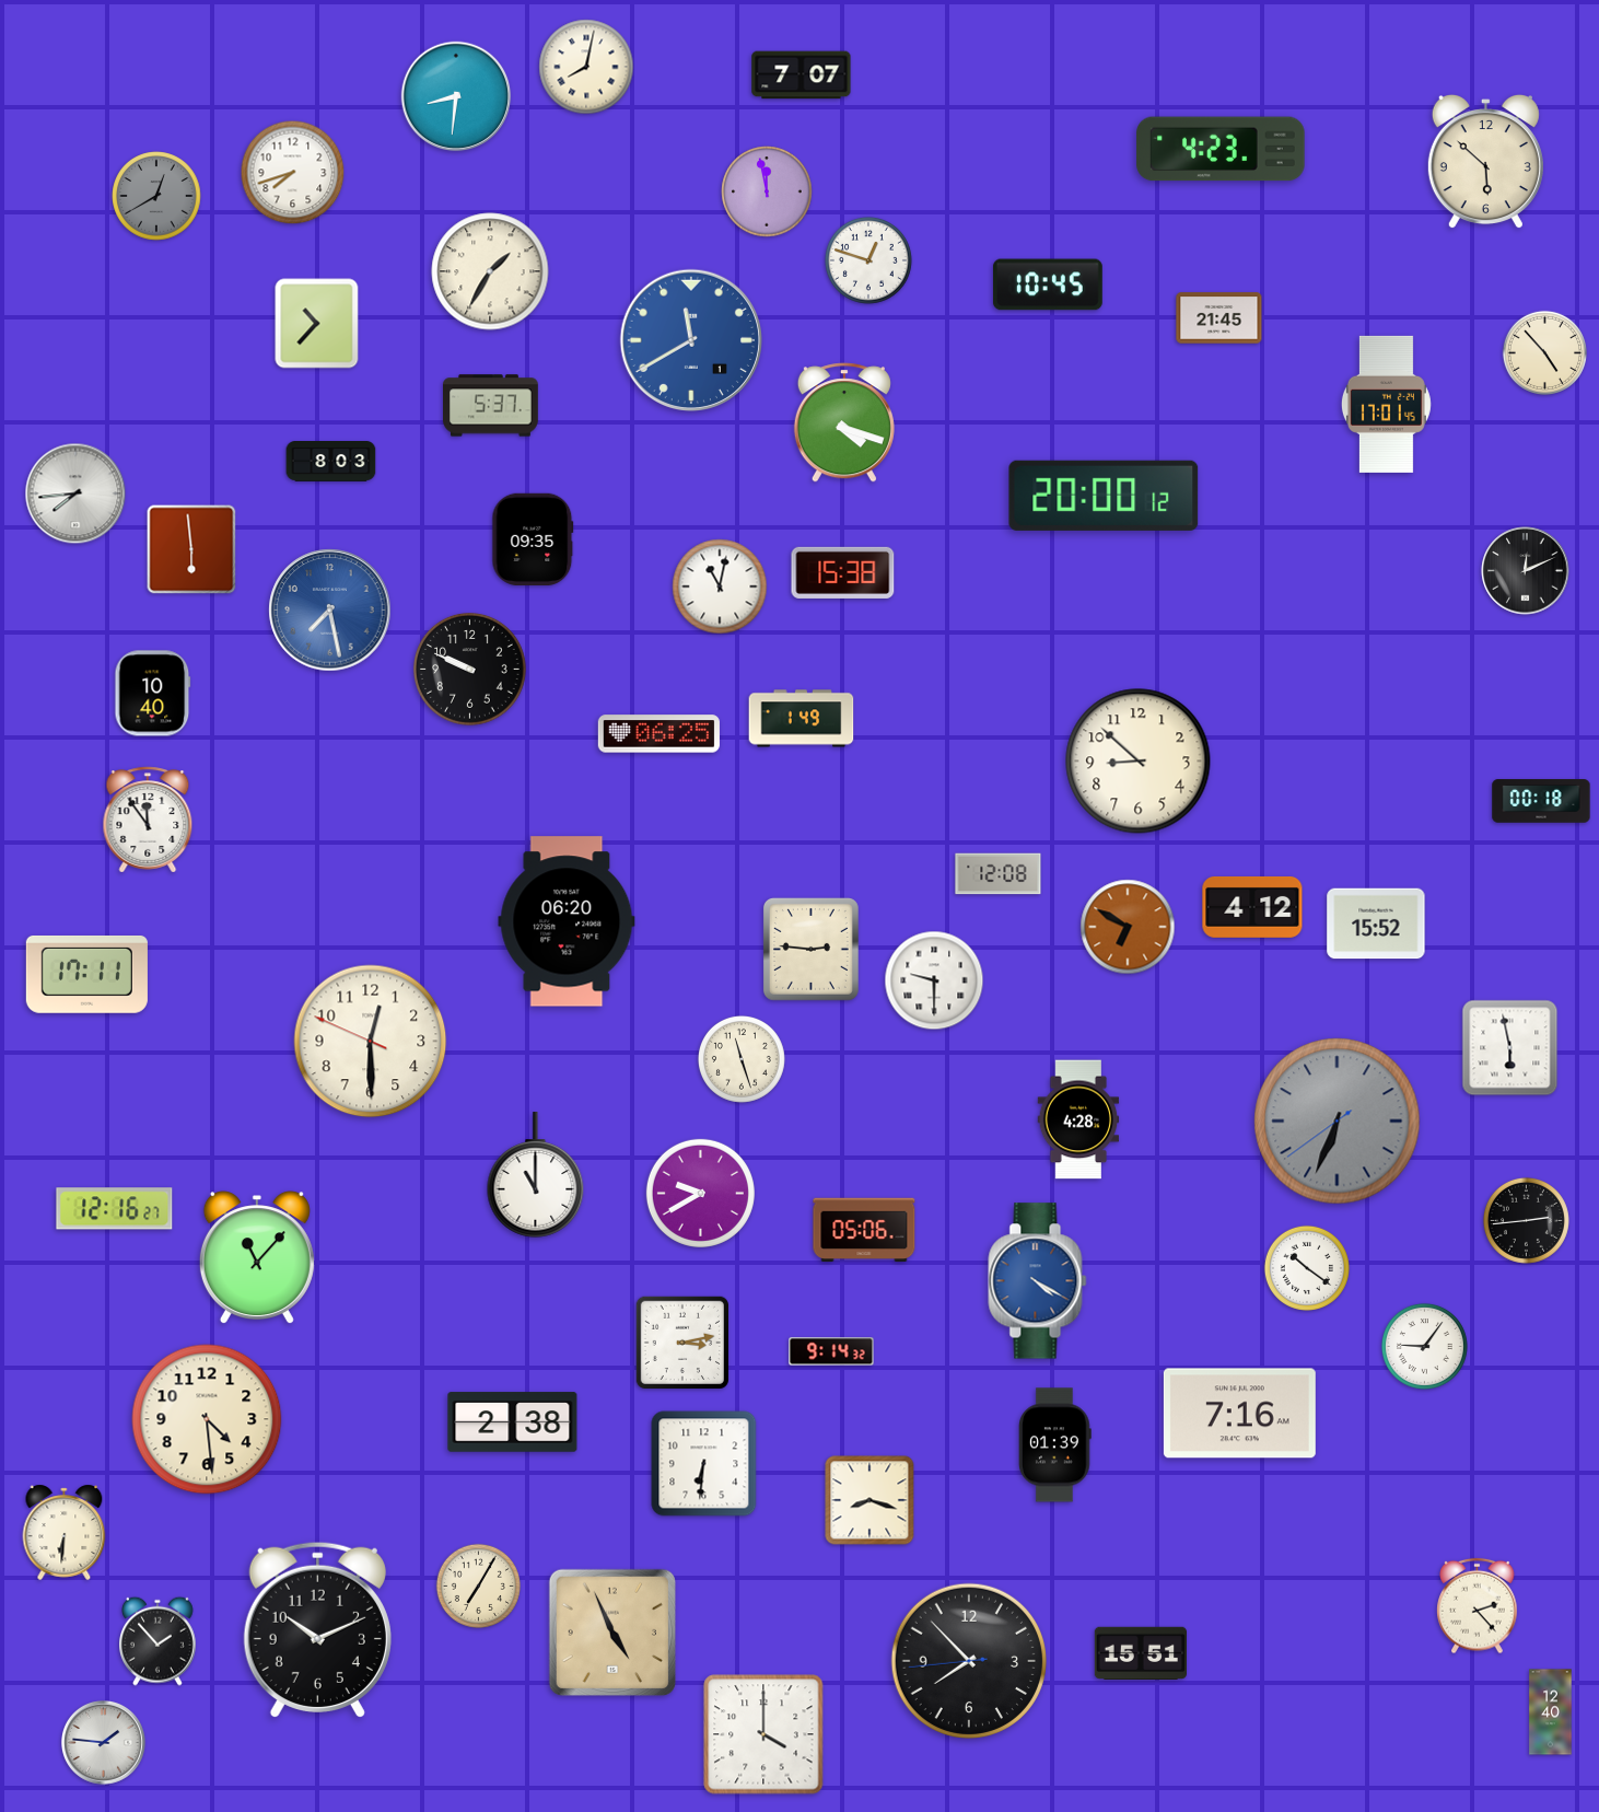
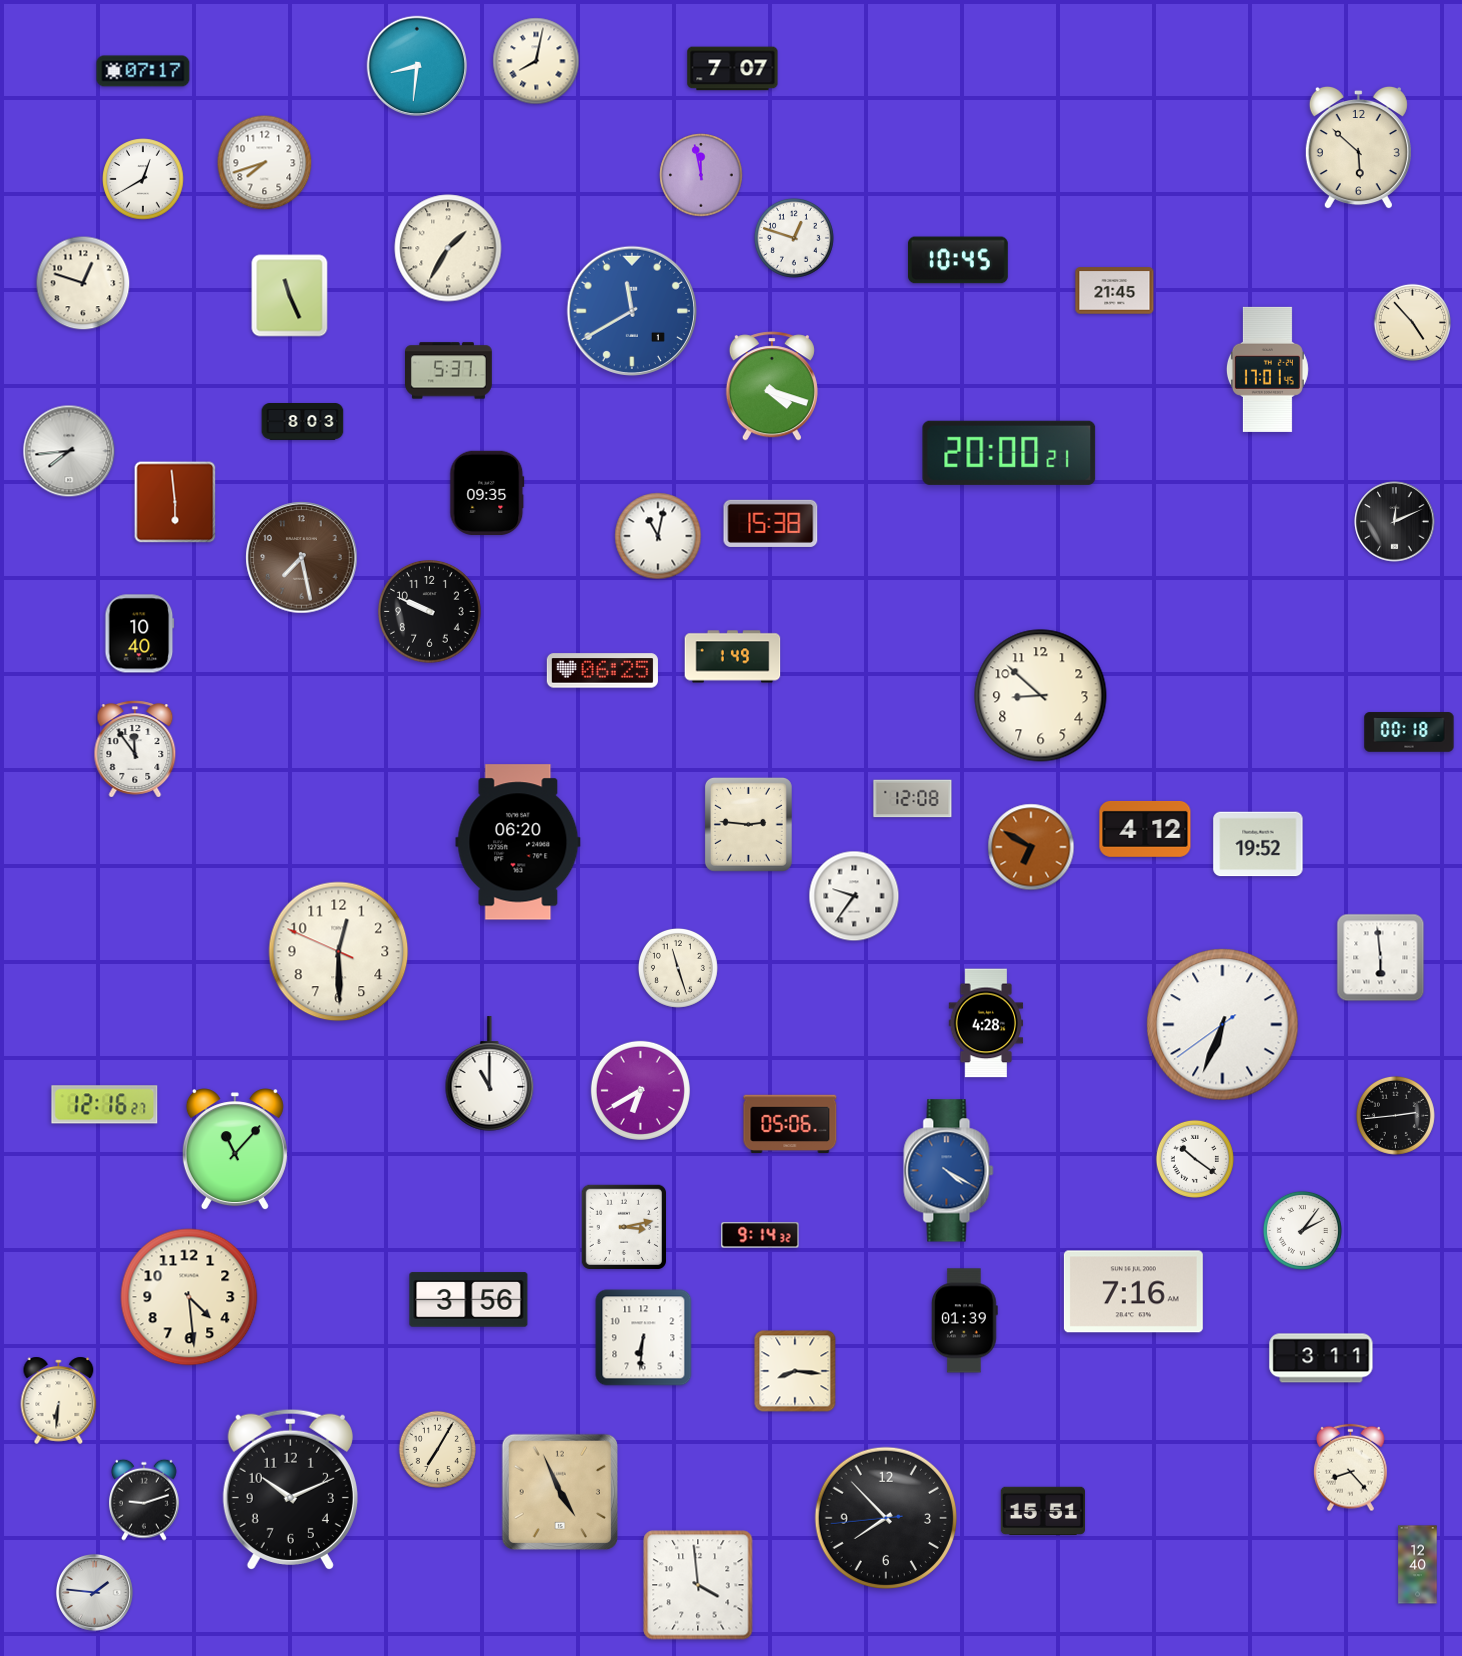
clock at (143, 71): none -> 07:17
clock at (456, 96) position: (456, 96) -> (417, 66)
clock at (1221, 149): 4:23 -> none
clock at (293, 173) position: (293, 173) -> (265, 163)
clock at (156, 196) dial: grey -> white
clock at (83, 283): none -> 12:48
clock at (317, 324): 10:37 -> 11:26
clock at (1104, 496): 20:00:12 -> 20:00:21
clock at (330, 611) dial: blue -> brown
clock at (1376, 924): 15:52 -> 19:52
clock at (810, 949) position: (810, 949) -> (748, 824)
clock at (86, 974): 17:11 -> none
clock at (934, 980): 9:30 -> 9:36
clock at (1510, 1048): 5:58 -> 5:59
clock at (1338, 1122) dial: grey -> white
clock at (700, 1193): 9:40 -> 6:40
clock at (1424, 1346): 9:06 -> 2:06
clock at (513, 1422): 2:38 -> 3:56
clock at (1321, 1358): none -> 3:11
clock at (869, 1500): 8:18 -> 8:16
clock at (1478, 1606): 2:23 -> 8:23
clock at (159, 1641): 1:53 -> 9:12
clock at (763, 1734): 4:00 -> 3:59
